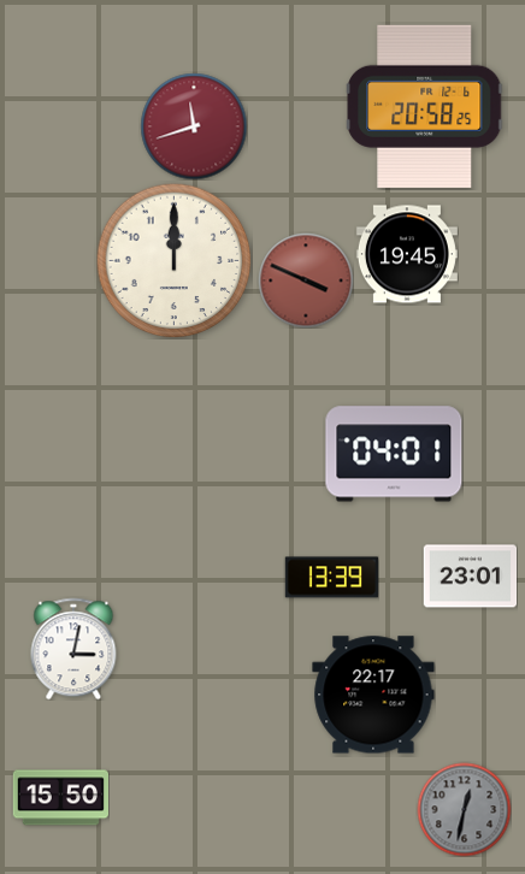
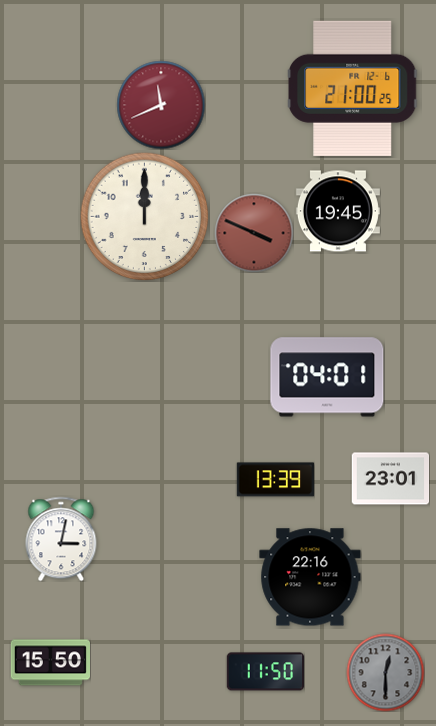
clock at (425, 106): 20:58 -> 21:00
clock at (194, 126): 11:42 -> 11:41
clock at (373, 695): 22:17 -> 22:16
clock at (265, 672): none -> 11:50
clock at (464, 809): 12:32 -> 12:30
